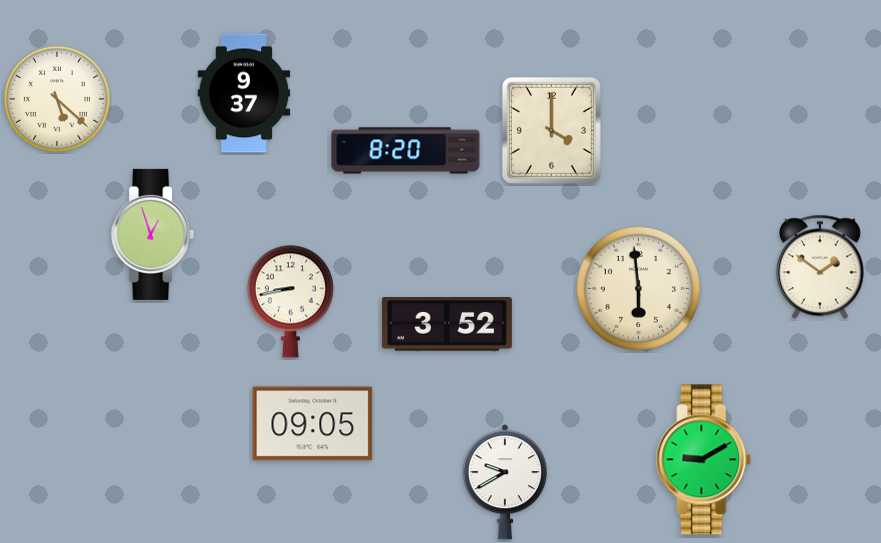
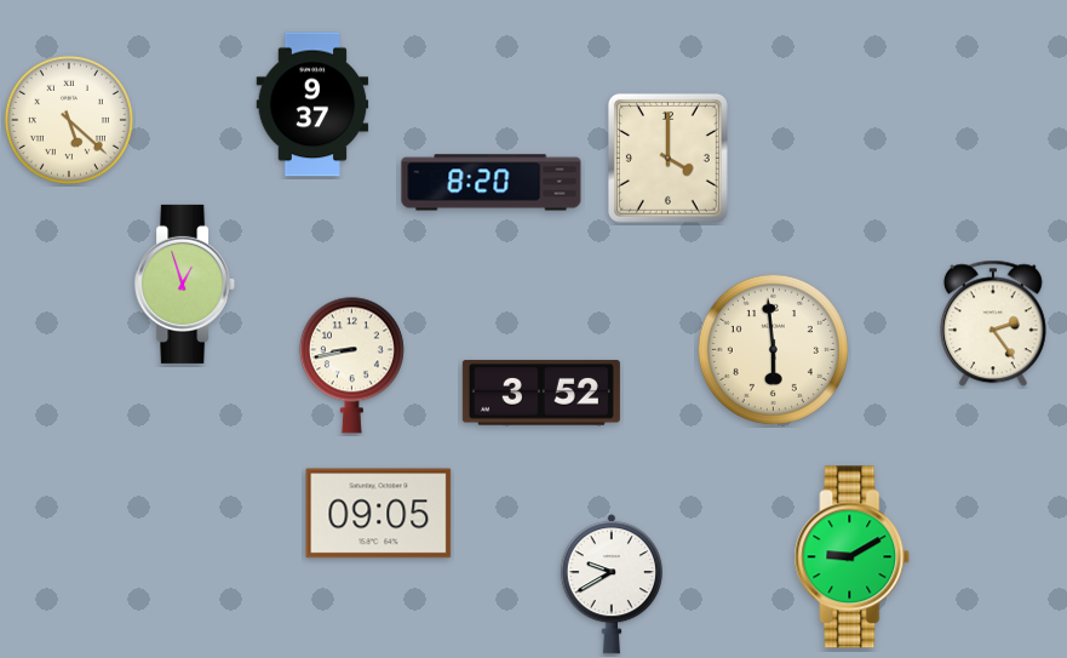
clock at (244, 93) position: (244, 93) -> (312, 104)
clock at (820, 267): 1:51 -> 2:24
